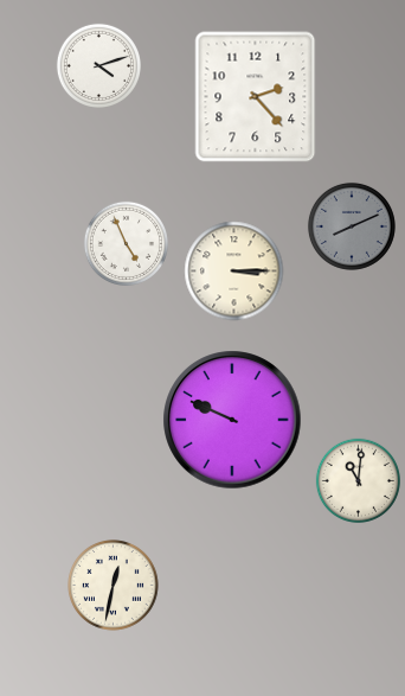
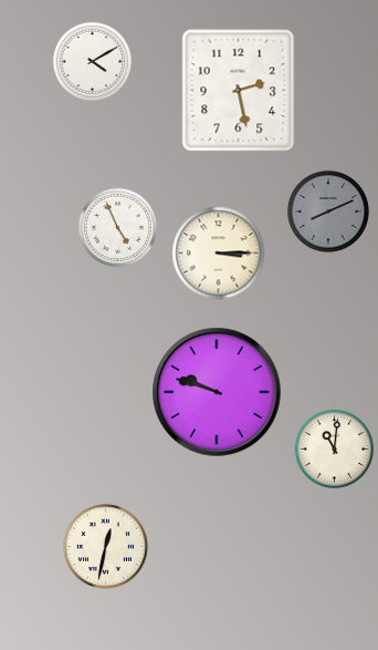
clock at (98, 65): 4:12 -> 4:10
clock at (256, 97): 2:23 -> 2:28
clock at (232, 420): 9:49 -> 9:48
